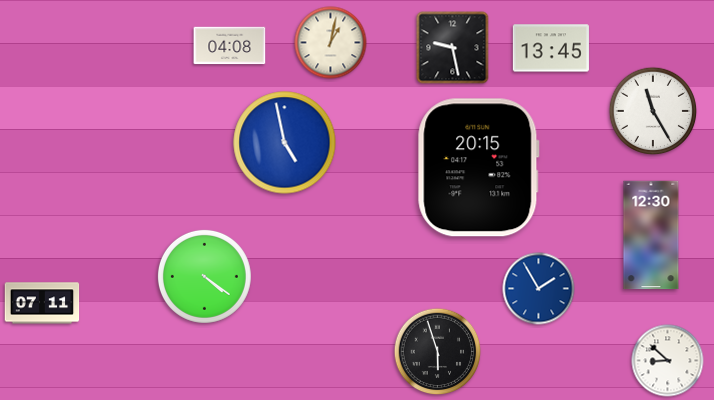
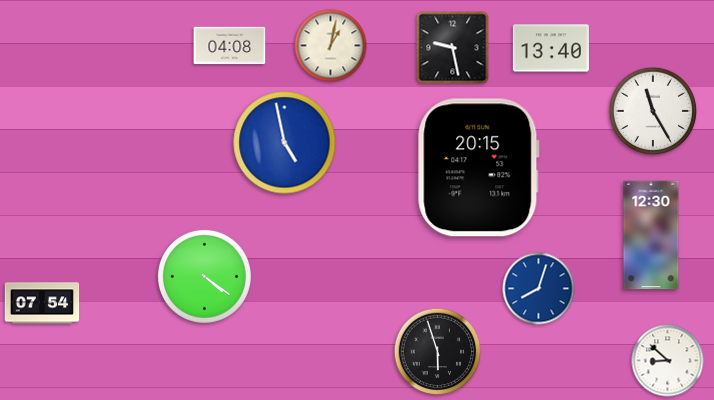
clock at (331, 43) position: (331, 43) -> (331, 46)
clock at (551, 48): 13:45 -> 13:40
clock at (539, 289): 1:55 -> 8:03
clock at (42, 303): 07:11 -> 07:54
